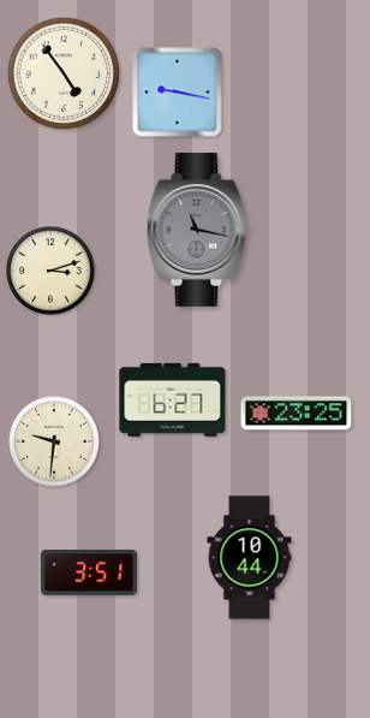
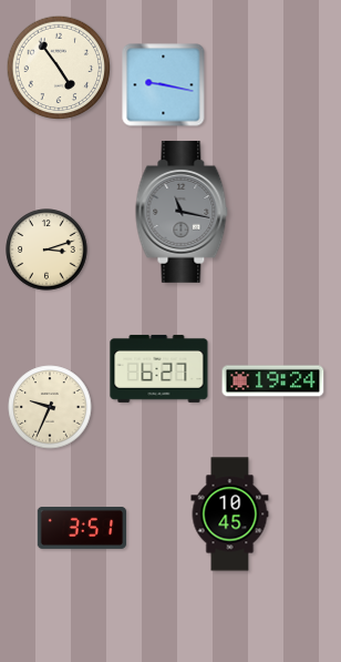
clock at (297, 414): 23:25 -> 19:24
clock at (54, 441): 9:31 -> 9:34
clock at (250, 558): 10:44 -> 10:45
